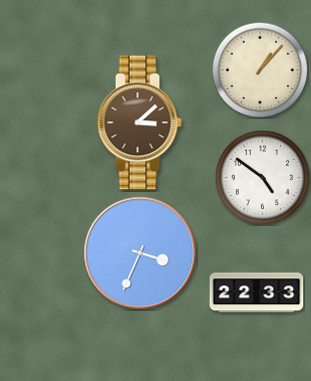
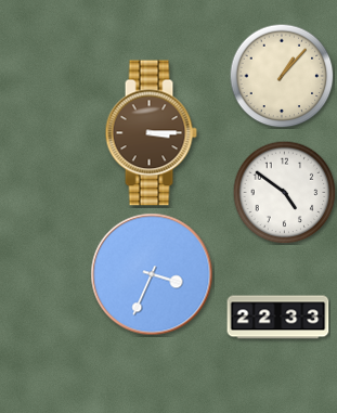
clock at (139, 123): 3:08 -> 3:15
